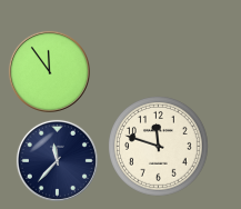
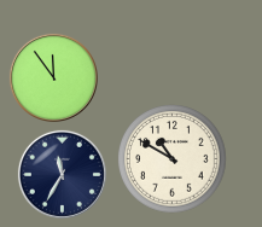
clock at (159, 147): 11:48 -> 10:50
clock at (57, 160): 11:37 -> 11:35
